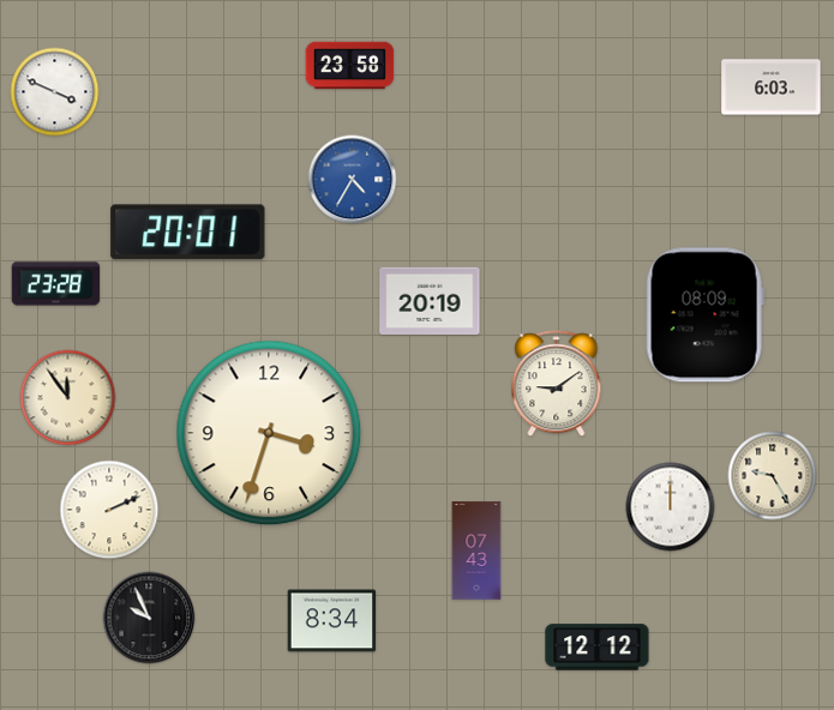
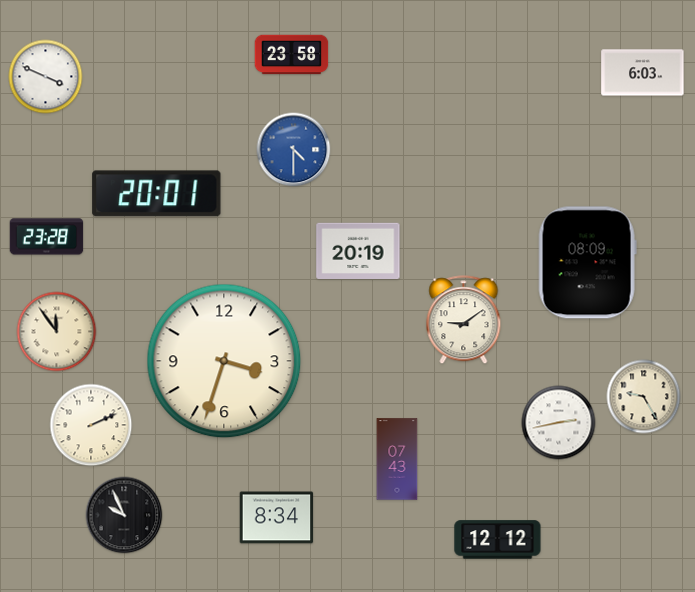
clock at (353, 180): 4:35 -> 4:30
clock at (671, 507): 12:00 -> 2:43
